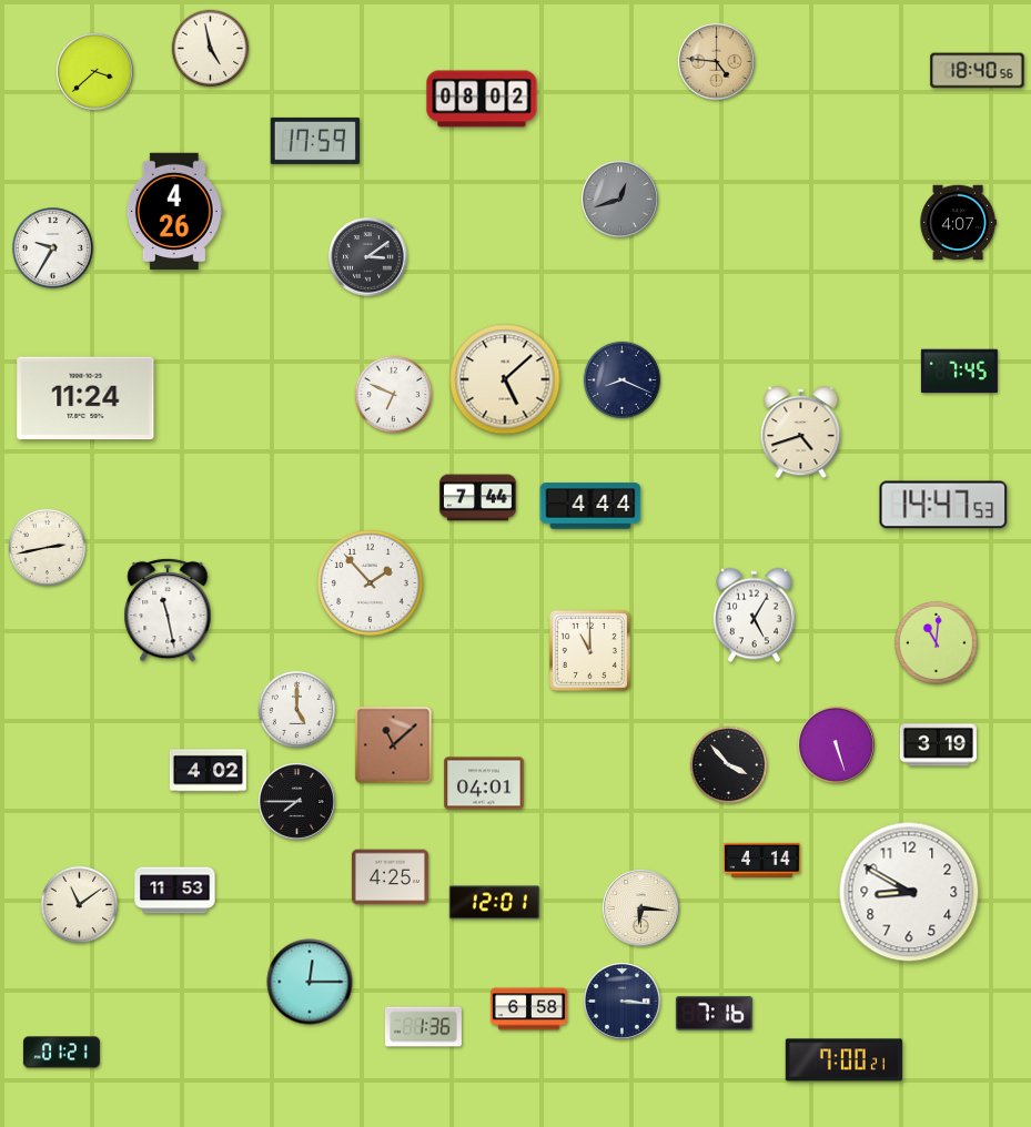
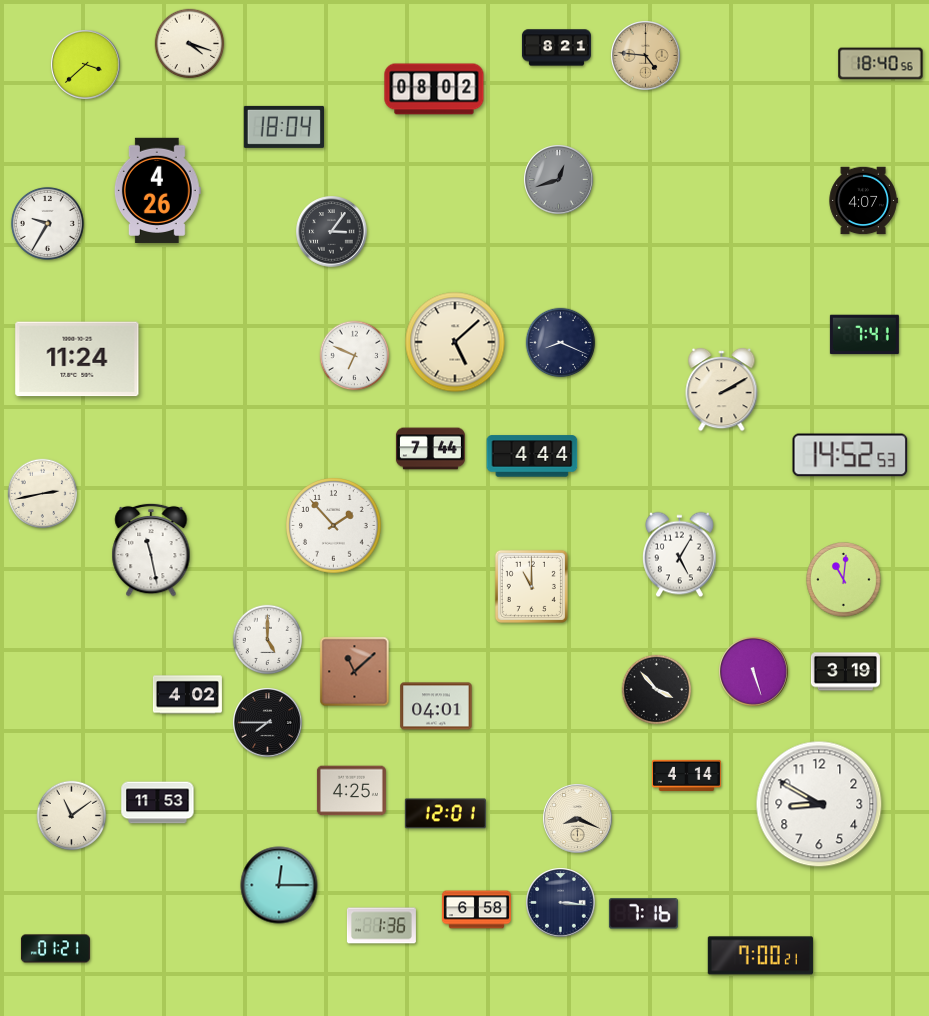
clock at (211, 49): 4:58 -> 4:18
clock at (556, 48): none -> 8:21
clock at (314, 141): 17:59 -> 18:04
clock at (368, 257): 3:09 -> 3:06
clock at (959, 372): 7:45 -> 7:41
clock at (801, 433): 4:42 -> 2:10
clock at (943, 505): 14:47 -> 14:52
clock at (641, 908): 6:16 -> 8:19
